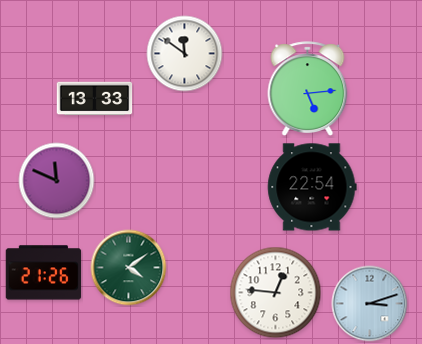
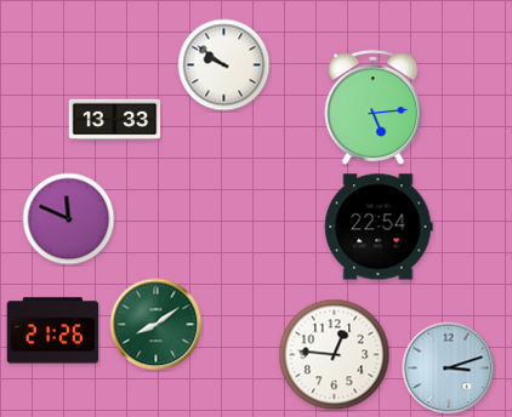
clock at (185, 54): 11:51 -> 9:51
clock at (129, 268): 4:09 -> 8:09
